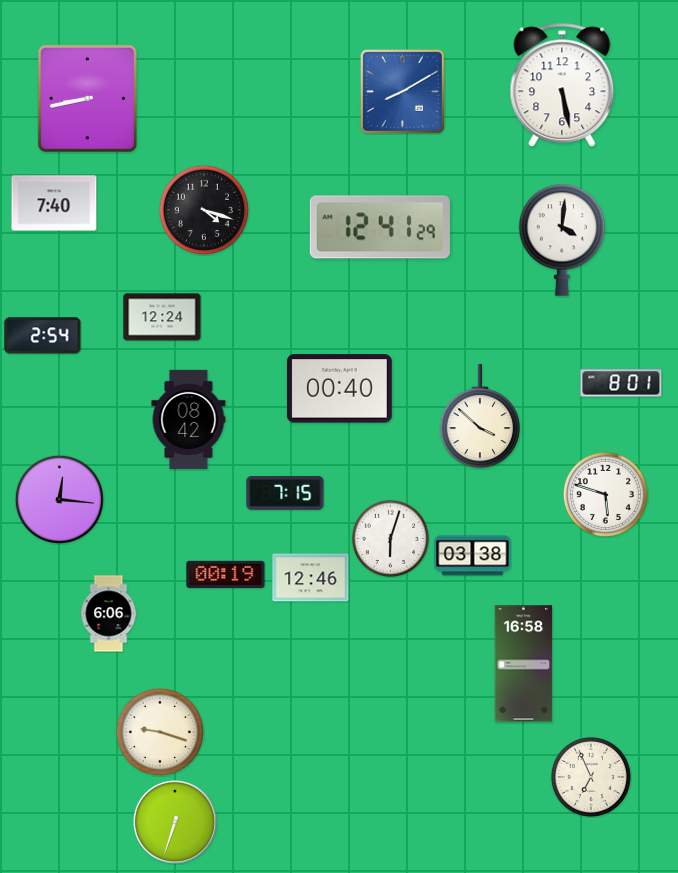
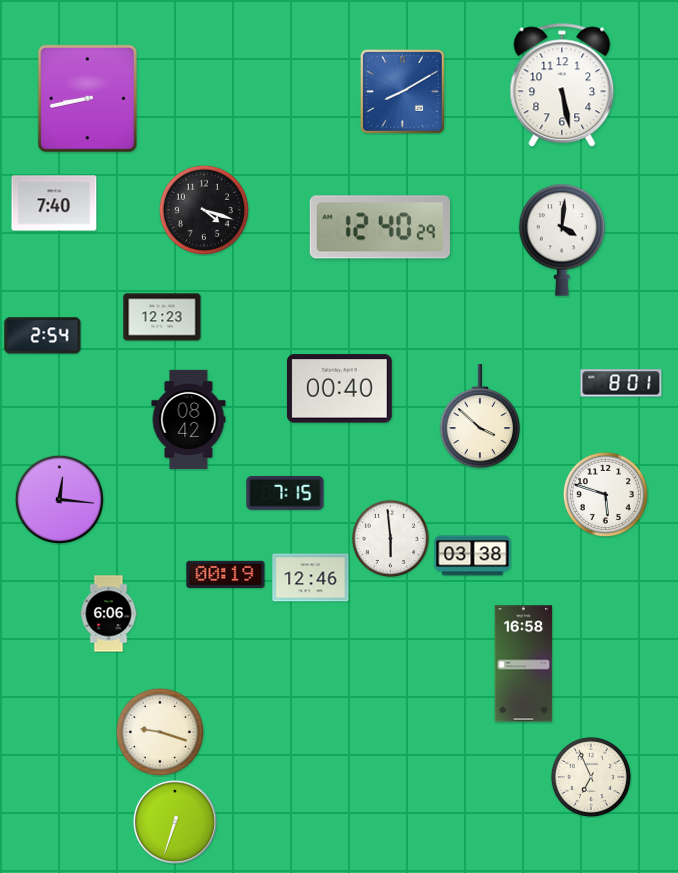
clock at (380, 227): 12:41 -> 12:40
clock at (162, 317): 12:24 -> 12:23
clock at (390, 538): 6:03 -> 5:59
